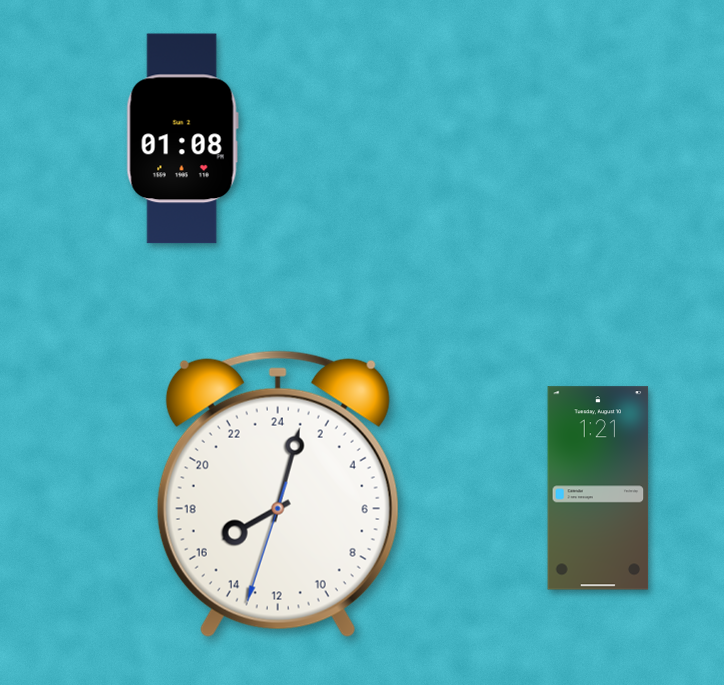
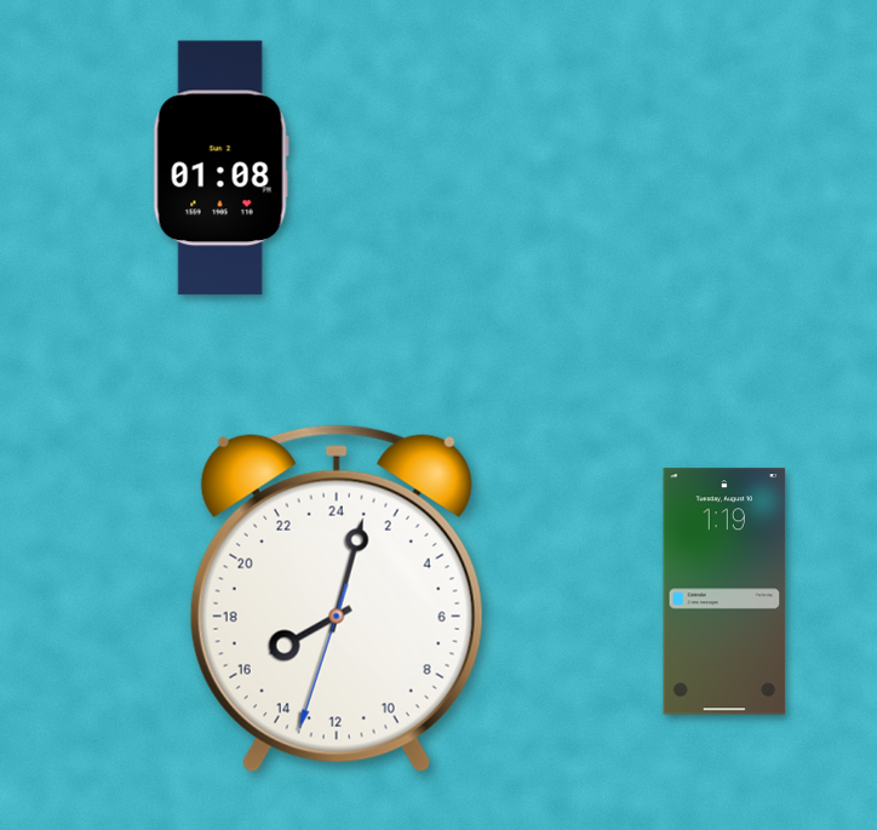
clock at (598, 488): 1:21 -> 1:19
